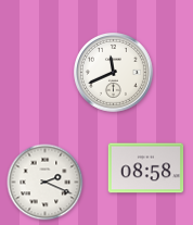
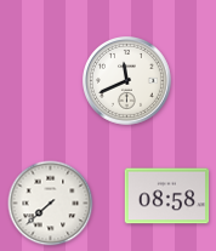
clock at (146, 168) position: (146, 168) -> (167, 196)
clock at (46, 183): 2:19 -> 7:38
